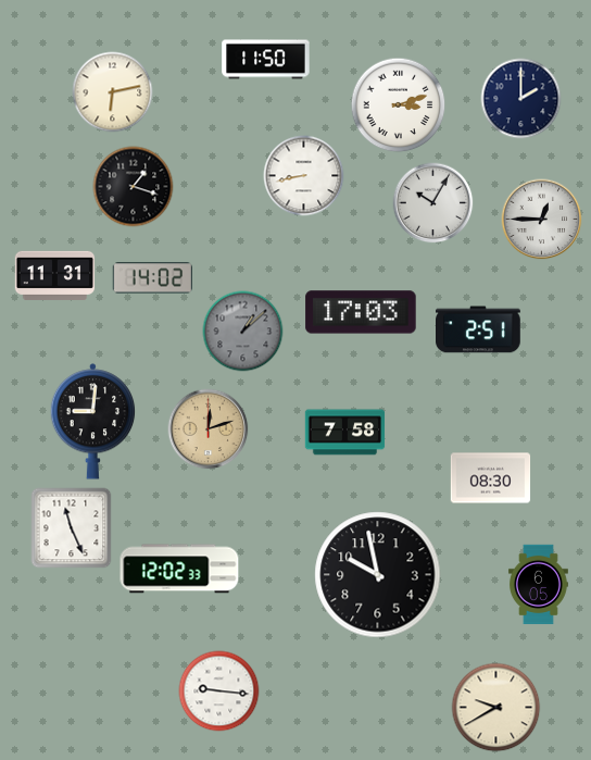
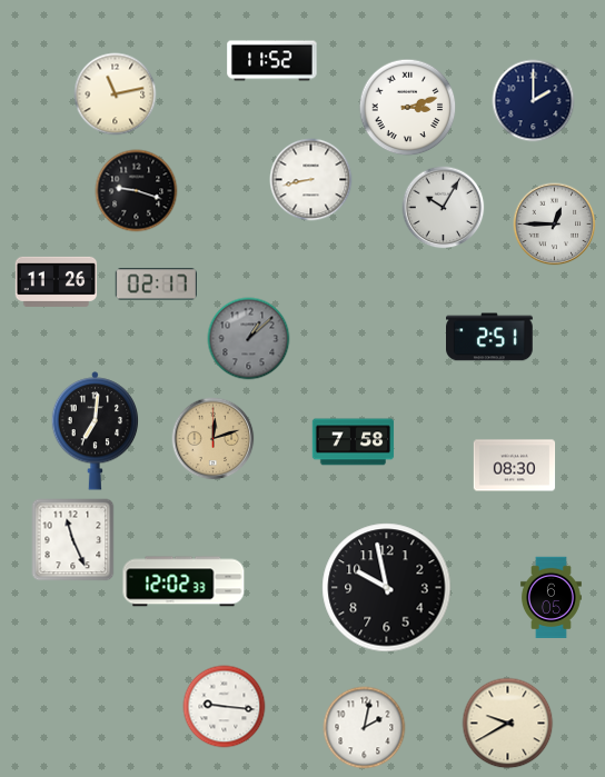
clock at (266, 60): 11:50 -> 11:52
clock at (113, 92): 6:13 -> 11:13
clock at (134, 187): 1:18 -> 9:18
clock at (55, 275): 11:31 -> 11:26
clock at (152, 278): 14:02 -> 02:17
clock at (361, 312): 17:03 -> none
clock at (93, 422): 9:01 -> 7:01
clock at (491, 478) position: (491, 478) -> (515, 466)
clock at (365, 728): none -> 2:02
